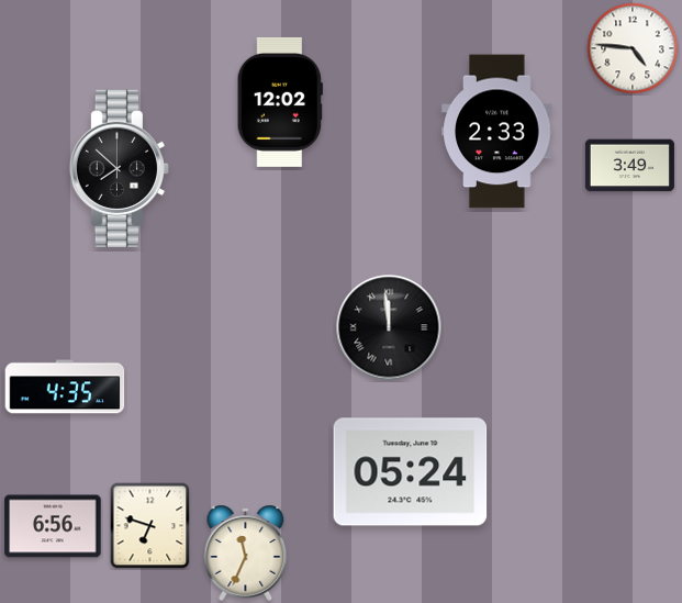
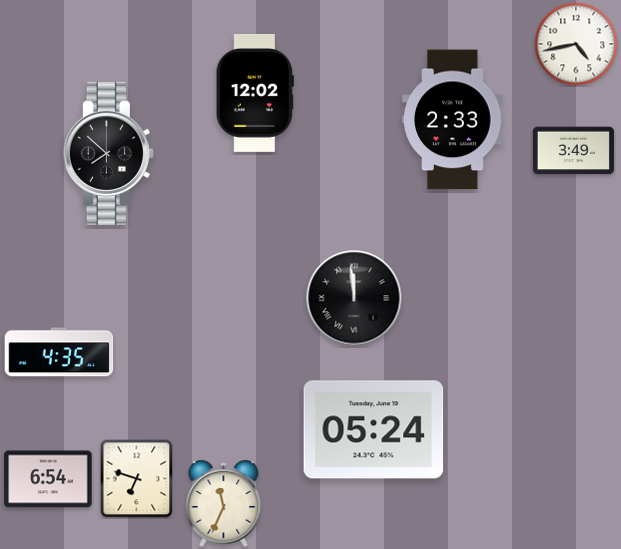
clock at (633, 48): 4:46 -> 4:43
clock at (53, 526): 6:56 -> 6:54
